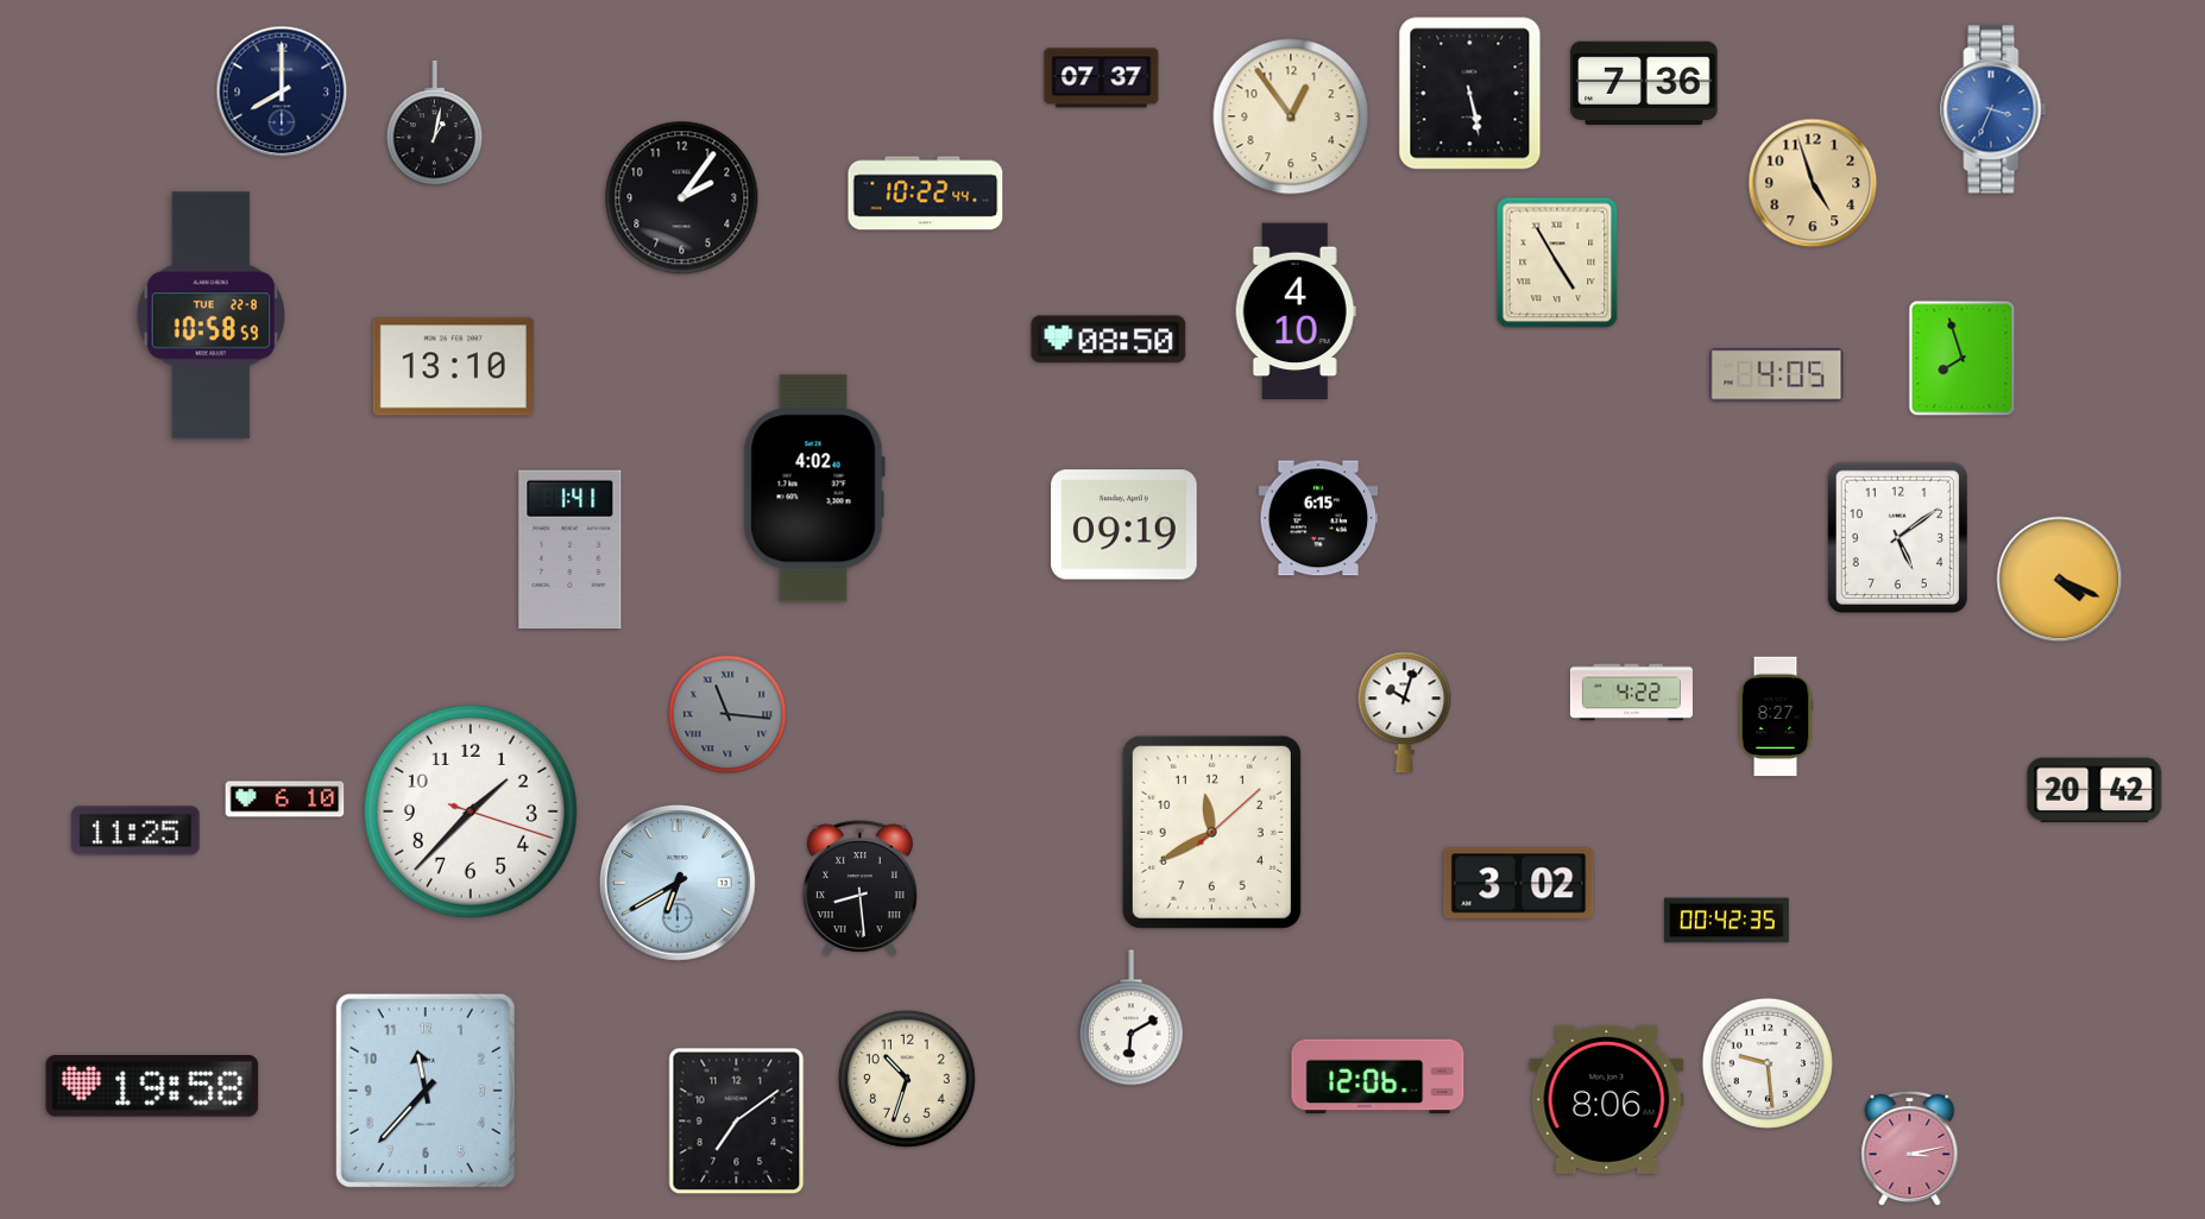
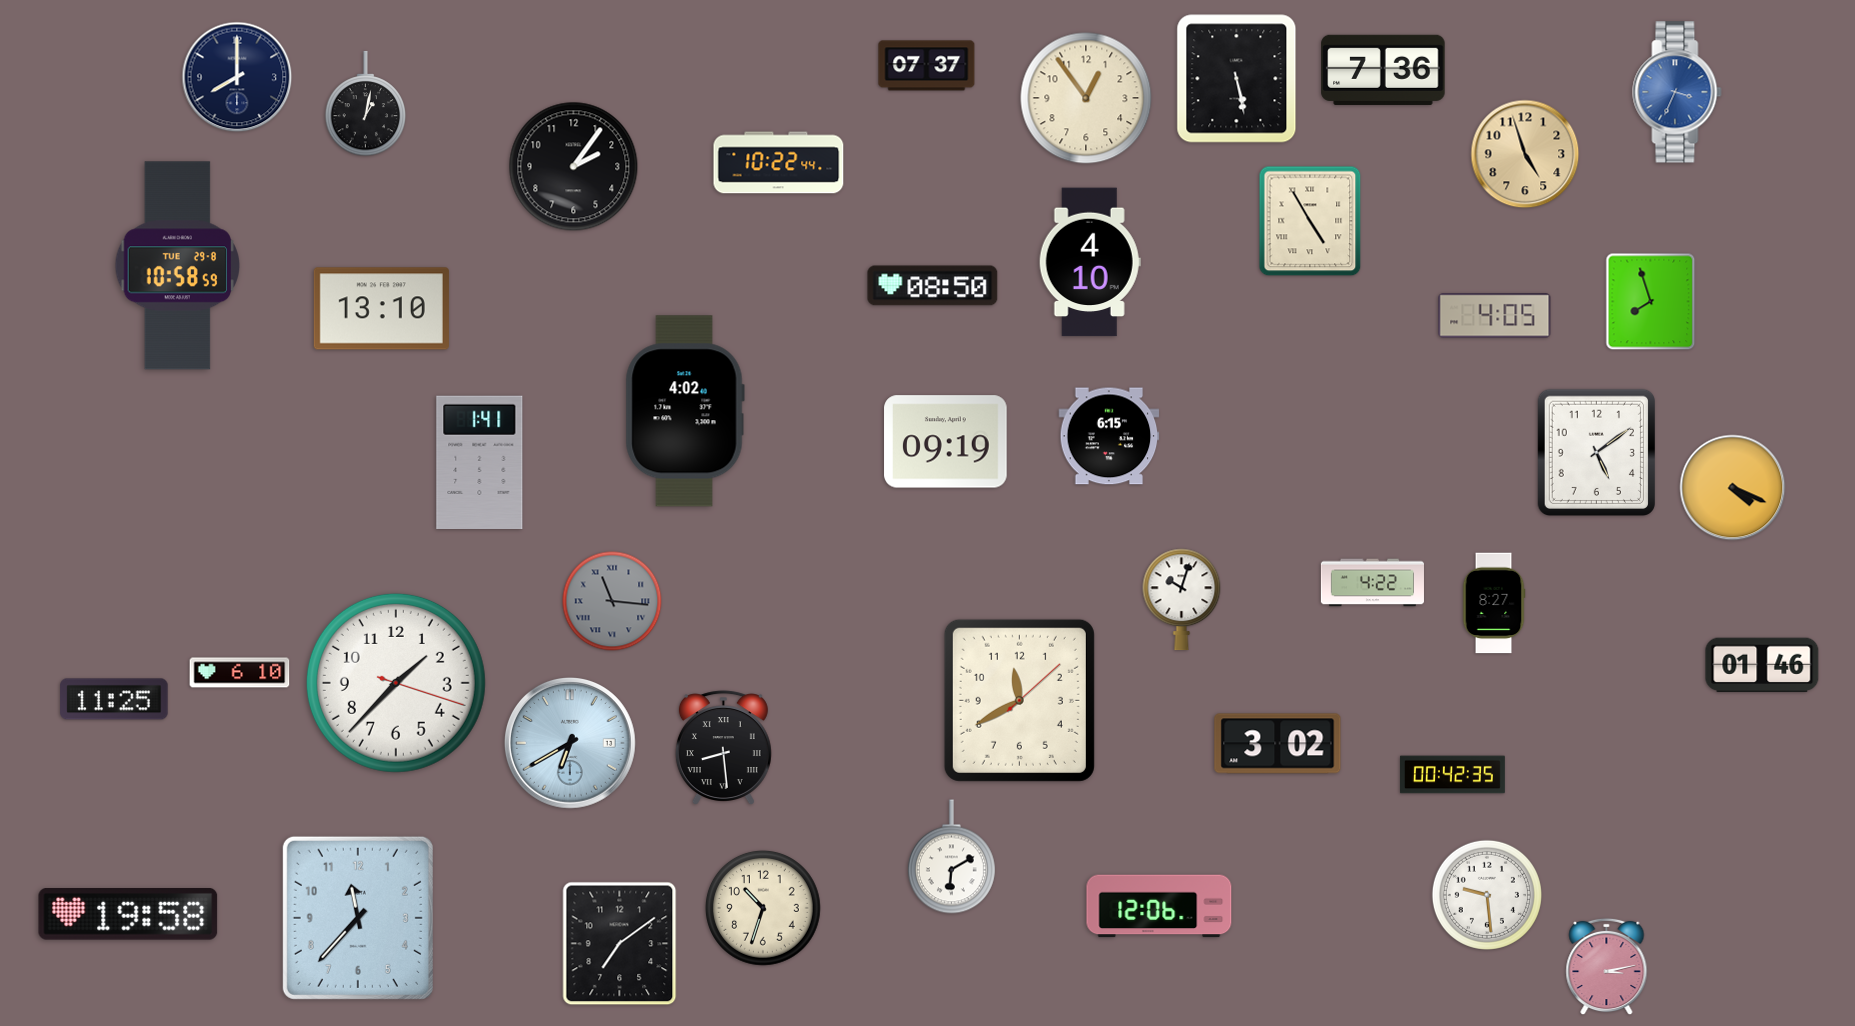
clock at (210, 316) date: TUE 22-8 -> TUE 29-8
clock at (2094, 790): 20:42 -> 01:46
clock at (1607, 1099): 8:06 -> none
